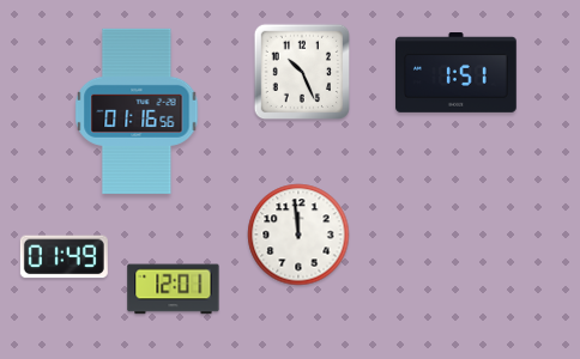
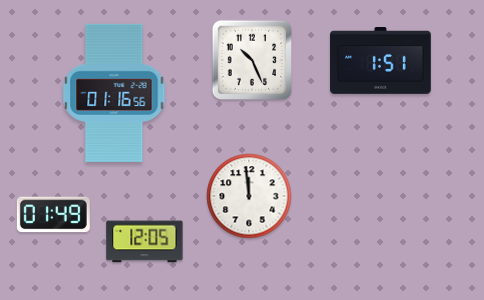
clock at (174, 290): 12:01 -> 12:05
